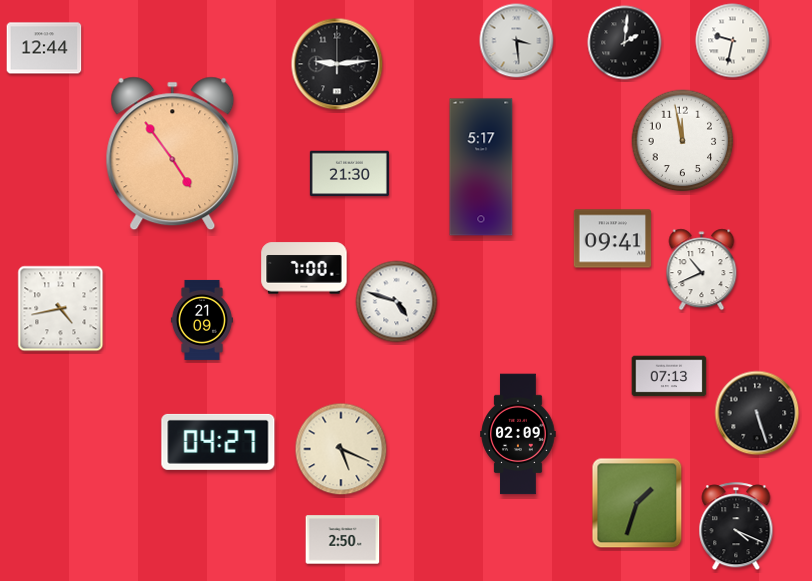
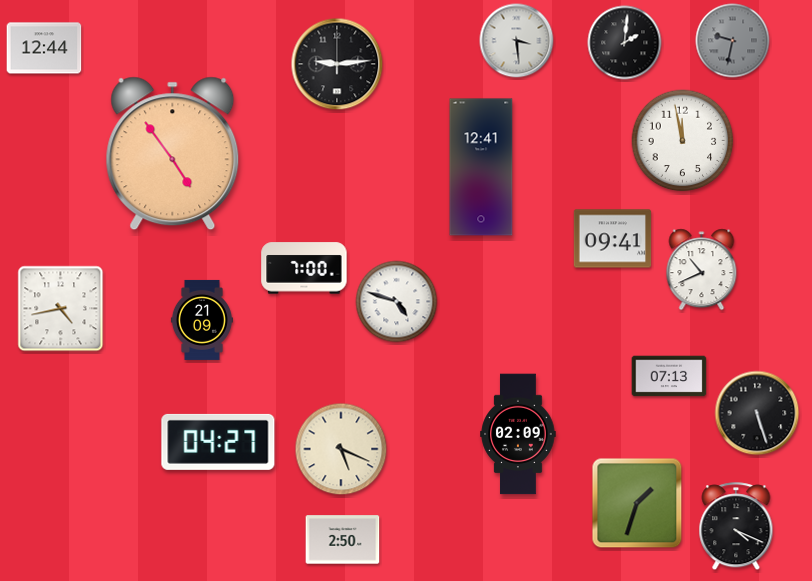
clock at (733, 41) dial: white -> grey
clock at (481, 167): 5:17 -> 12:41
clock at (349, 174): 21:30 -> none
